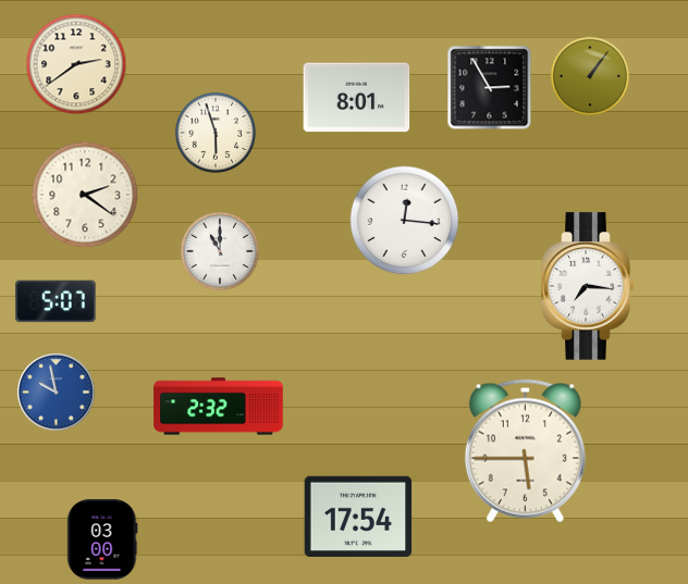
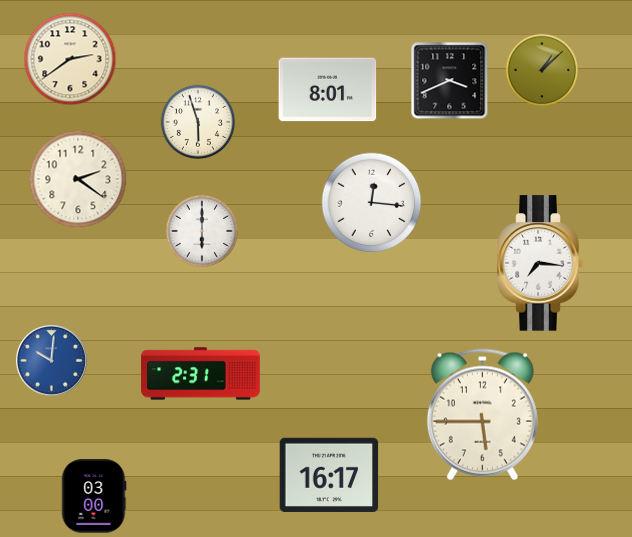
clock at (590, 76): 1:06 -> 1:08
clock at (490, 88): 2:55 -> 3:41
clock at (220, 251): 11:00 -> 6:00
clock at (56, 301): 5:07 -> none
clock at (56, 392): 9:58 -> 10:01
clock at (219, 407): 2:32 -> 2:31
clock at (358, 517): 17:54 -> 16:17
